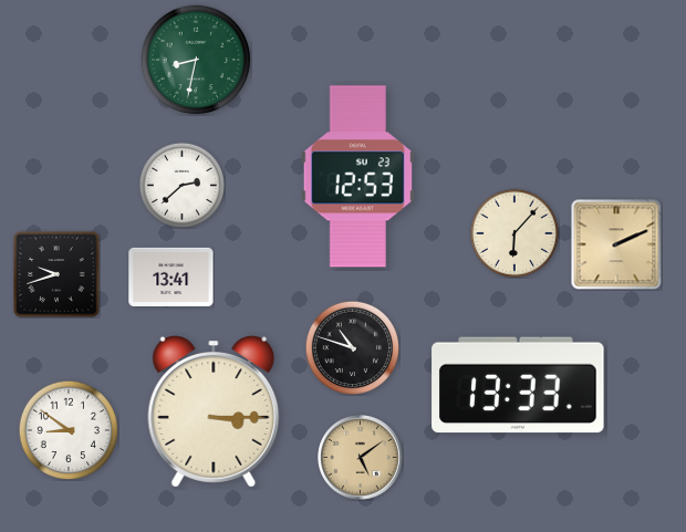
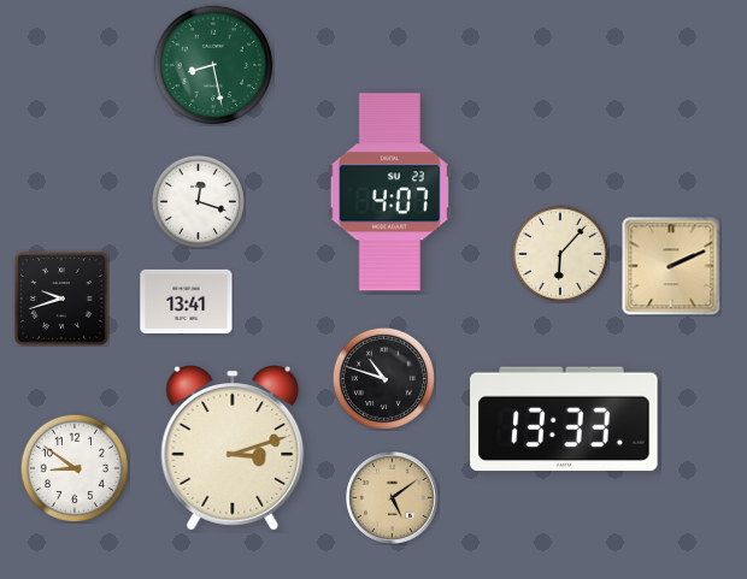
clock at (196, 60): 8:32 -> 8:28
clock at (357, 177): 12:53 -> 4:07
clock at (181, 185): 2:38 -> 12:18
clock at (214, 411): 3:15 -> 3:12
